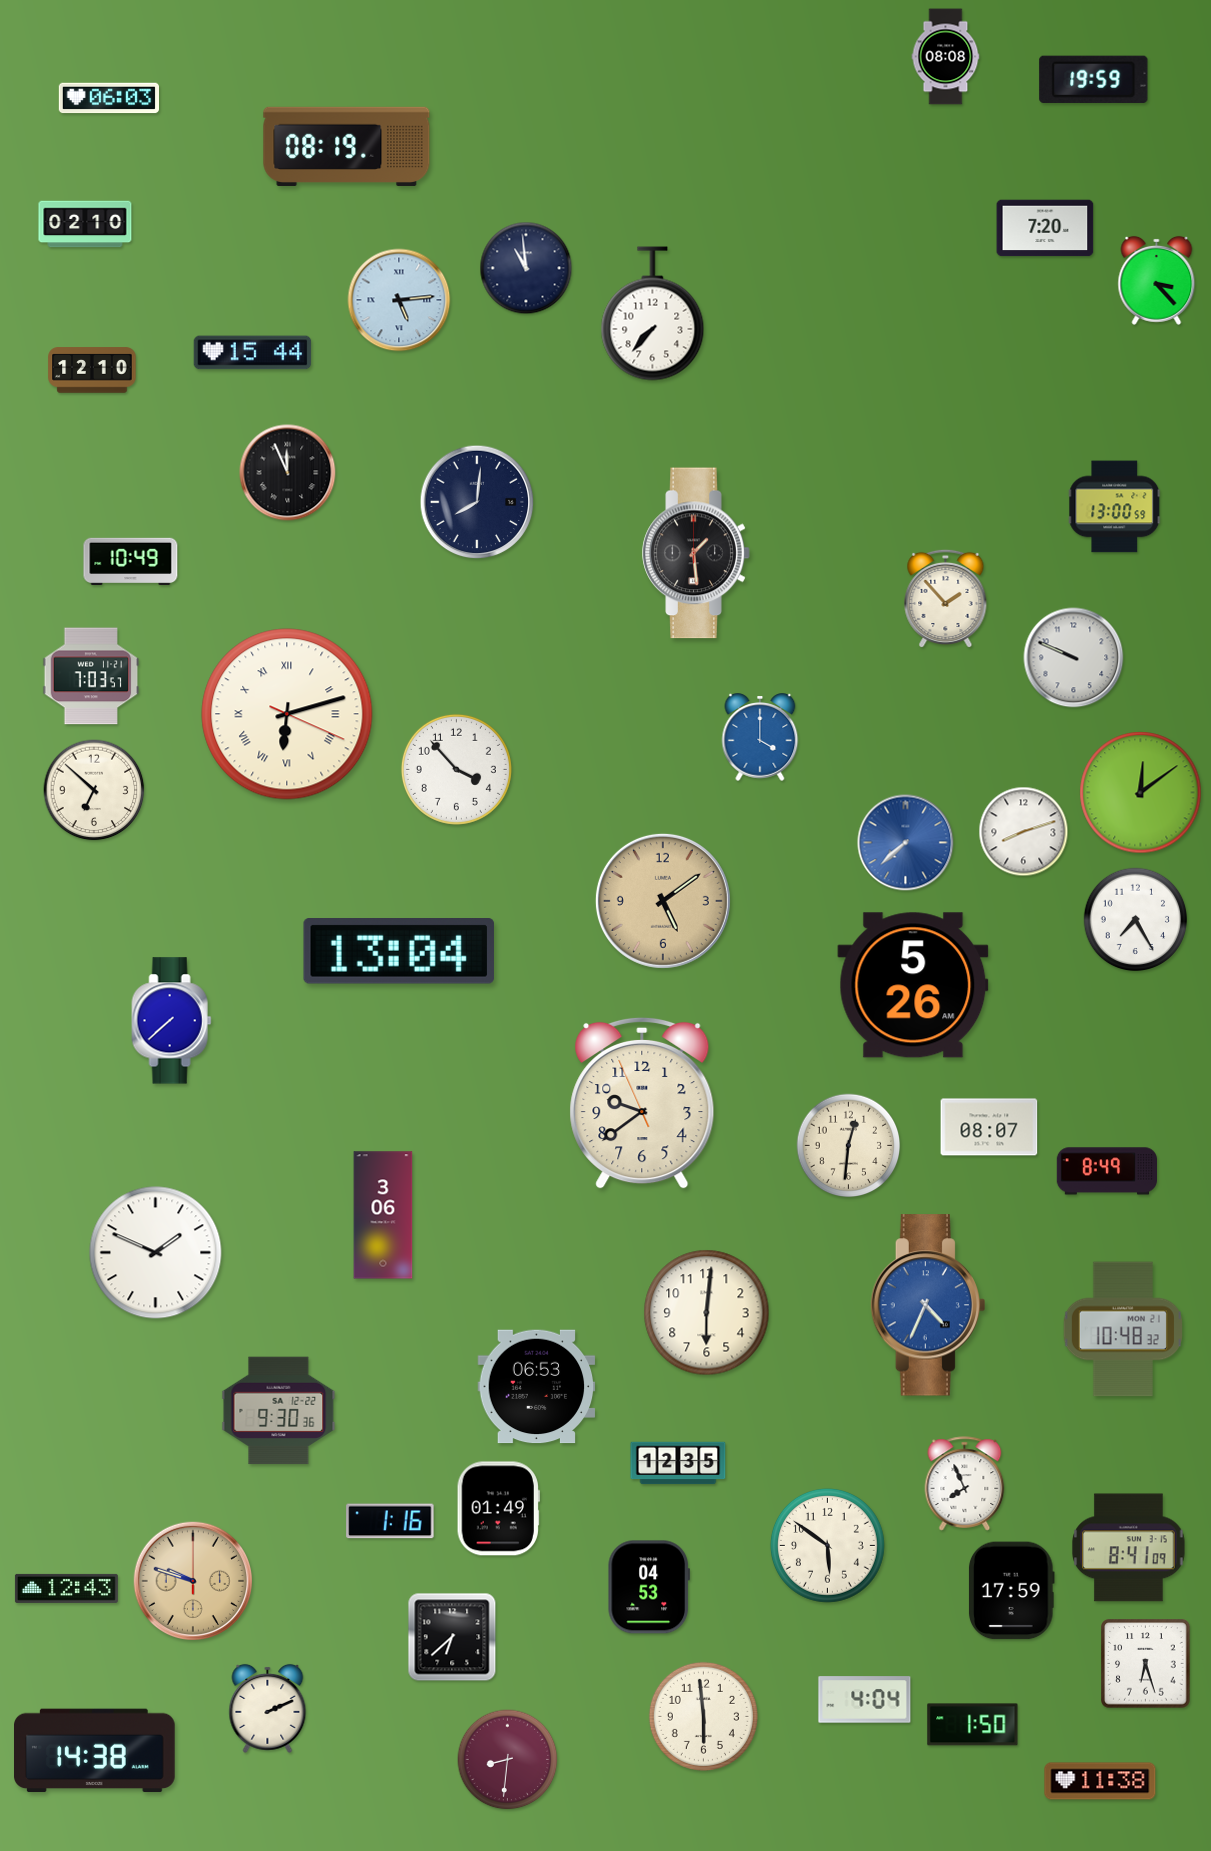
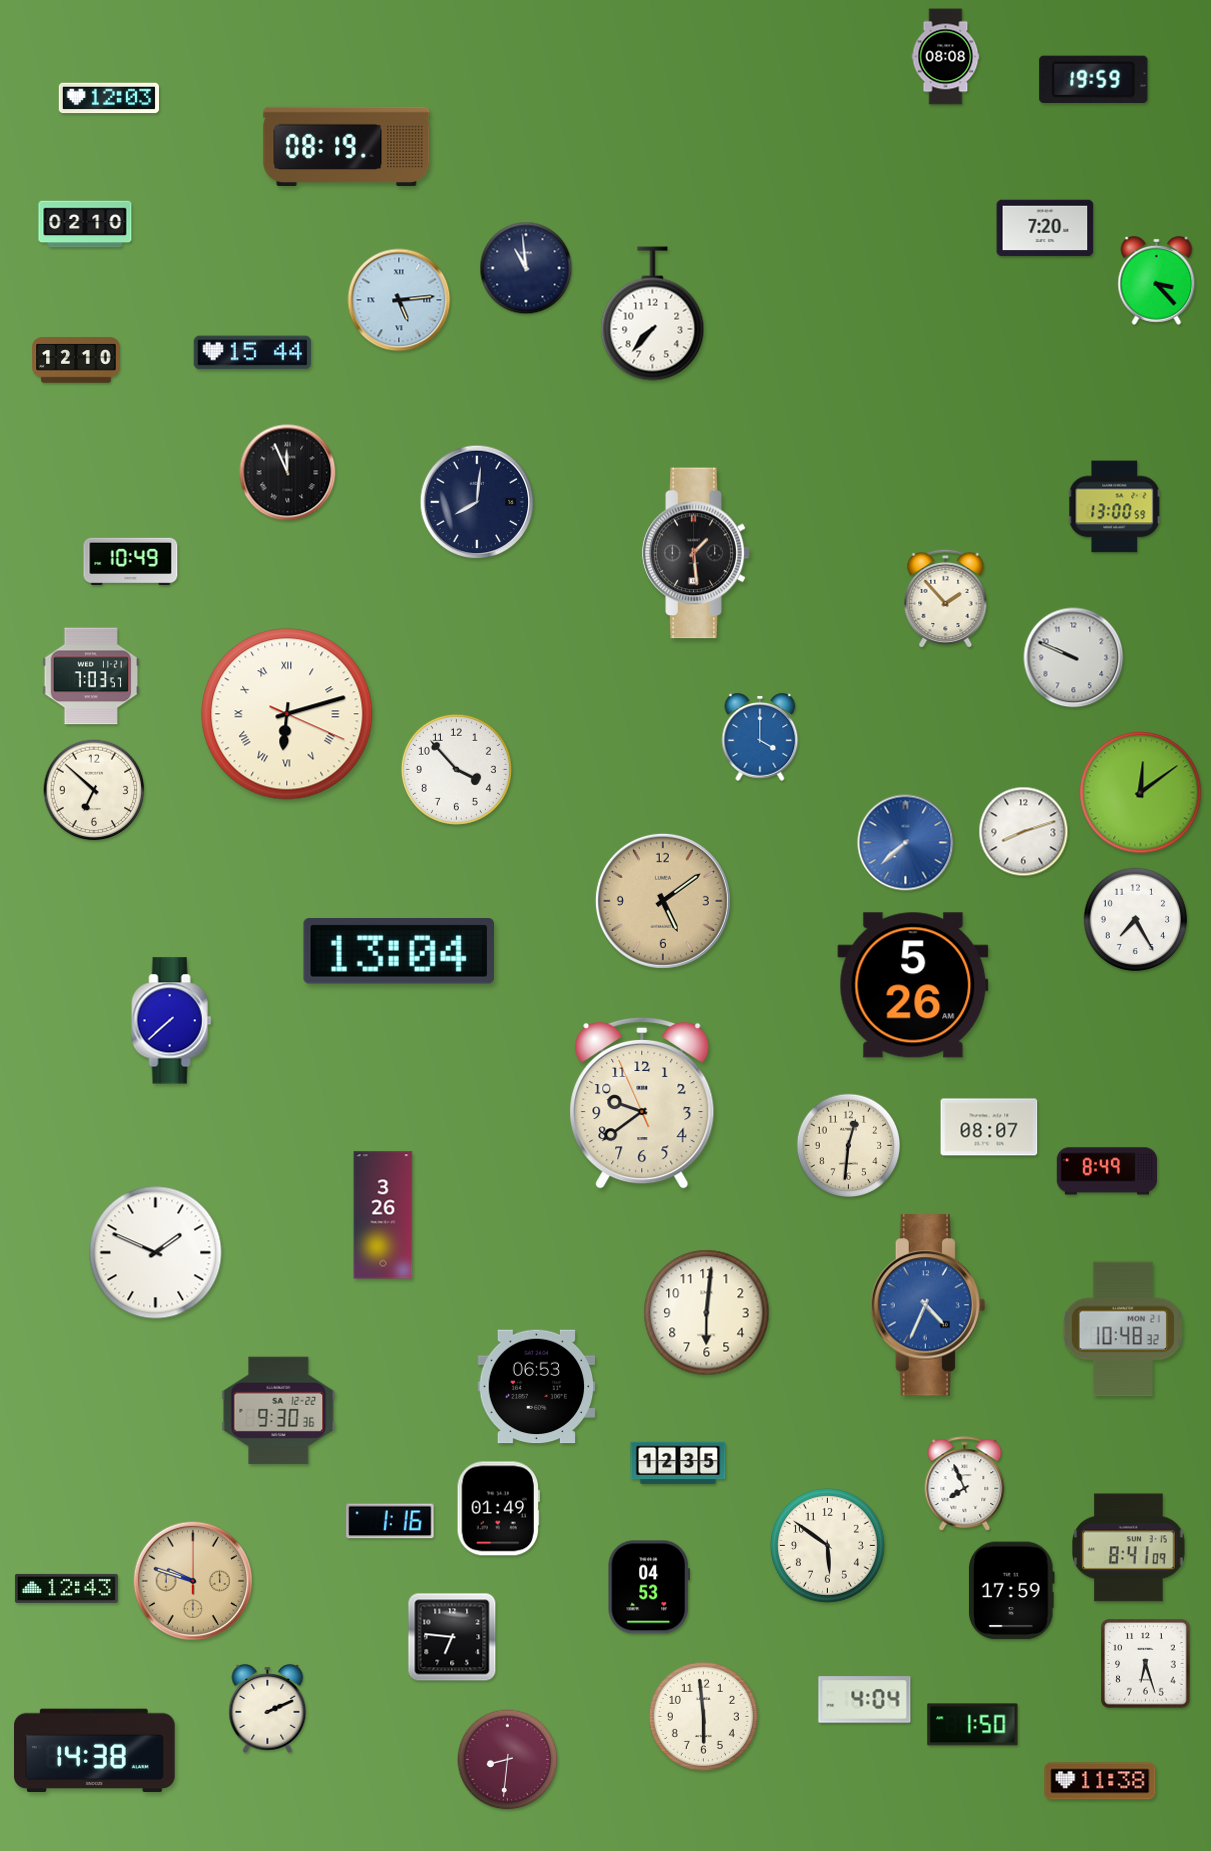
clock at (108, 98): 06:03 -> 12:03
clock at (92, 370) position: (92, 370) -> (76, 360)
clock at (383, 1215): 3:06 -> 3:26
clock at (452, 1637): 6:38 -> 6:46
